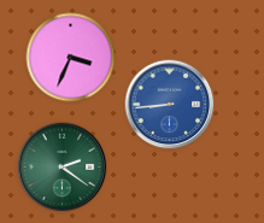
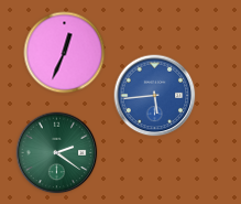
clock at (71, 58): 3:34 -> 12:34
clock at (170, 105): 8:44 -> 5:44
